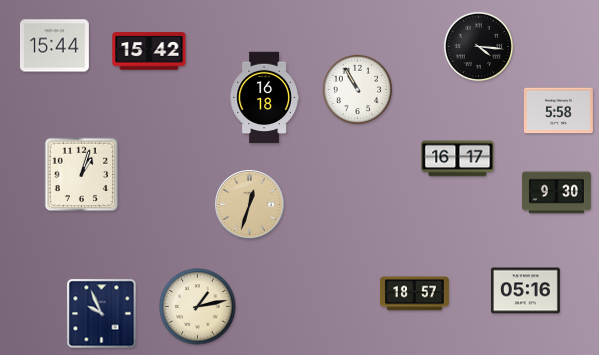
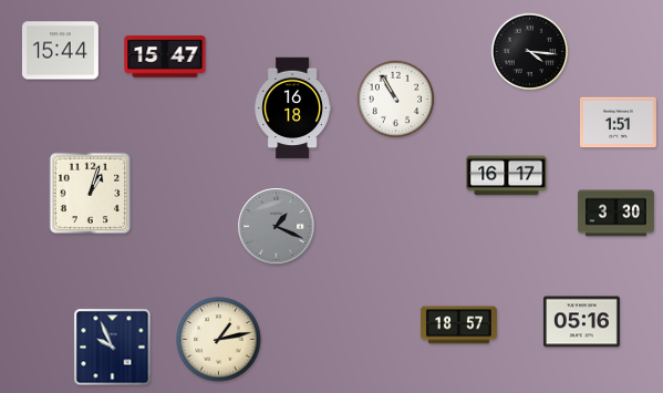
clock at (149, 51): 15:42 -> 15:47
clock at (558, 111): 5:58 -> 1:51
clock at (556, 193): 9:30 -> 3:30
clock at (250, 205): 12:33 -> 1:19
clock at (250, 205) dial: champagne -> grey
